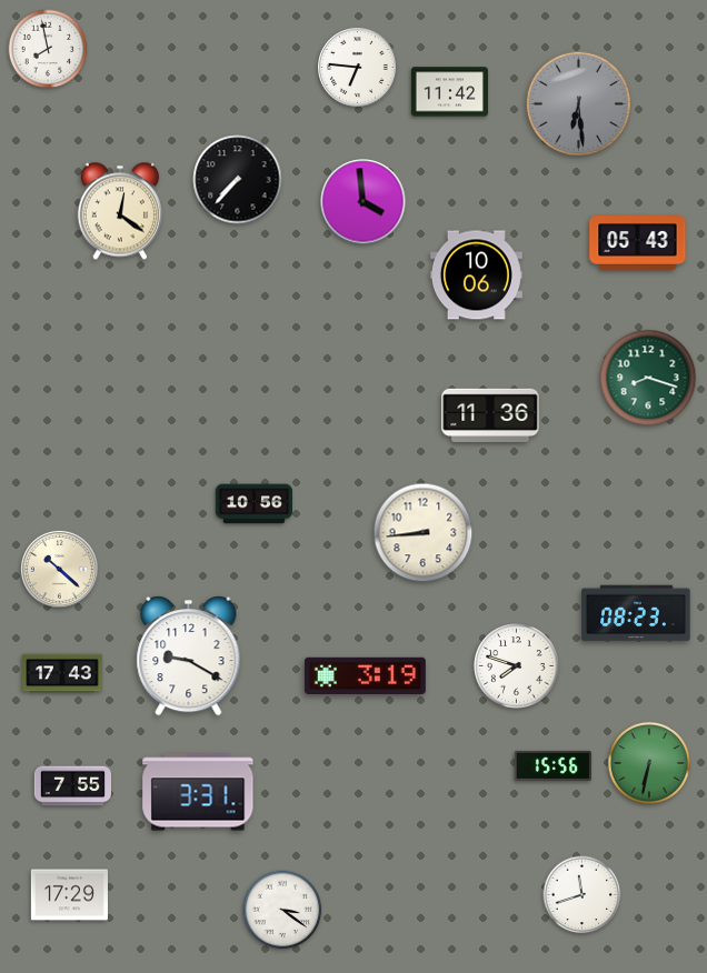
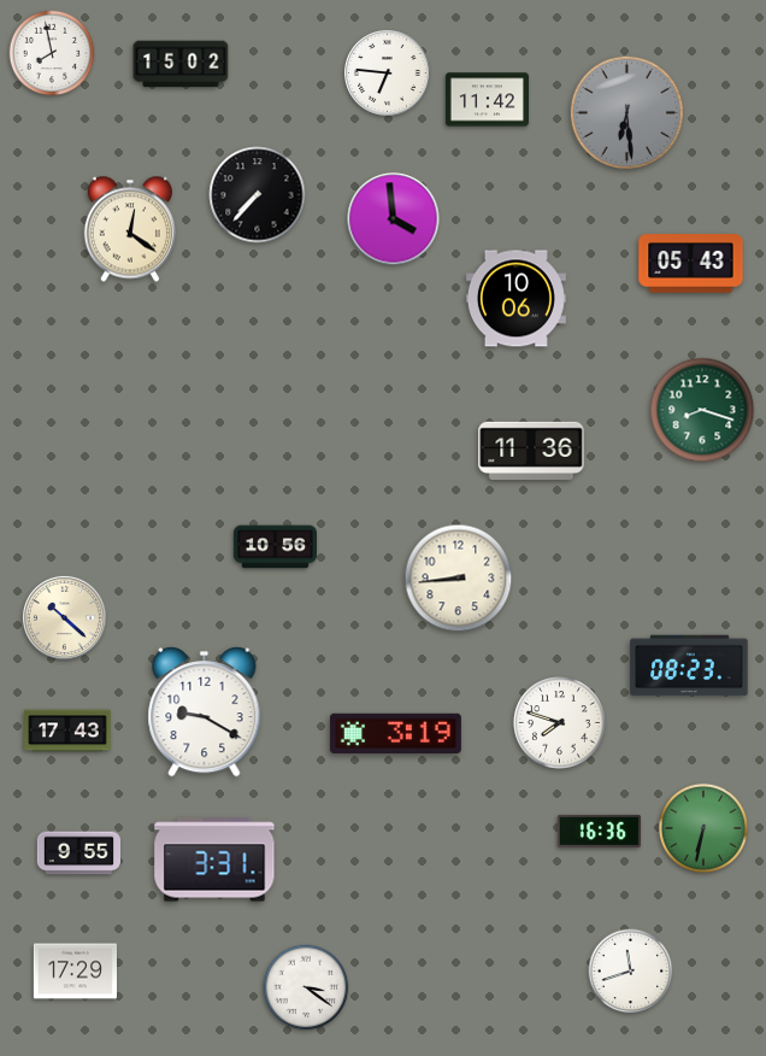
clock at (181, 64): none -> 15:02
clock at (552, 765): 15:56 -> 16:36
clock at (72, 786): 7:55 -> 9:55
